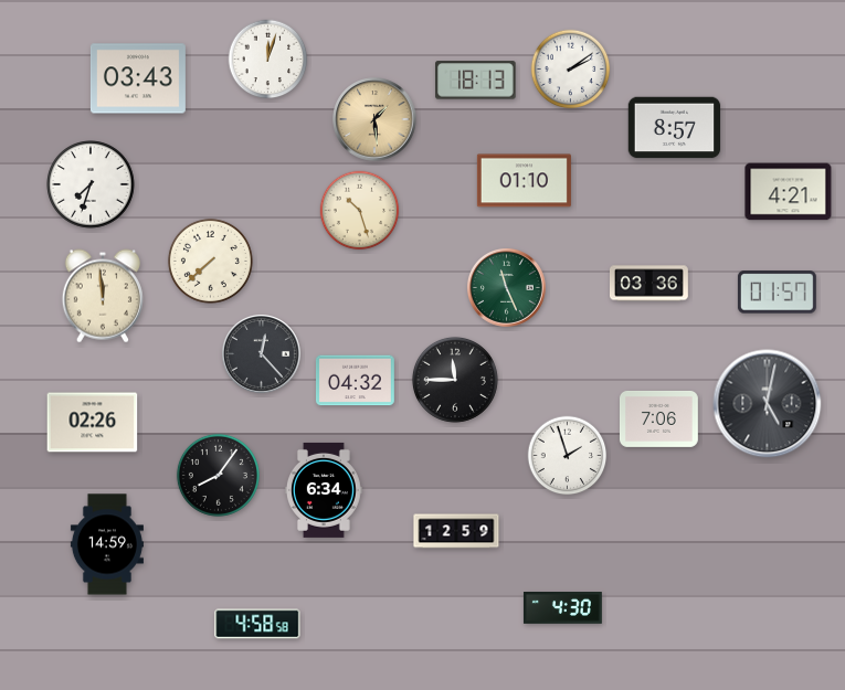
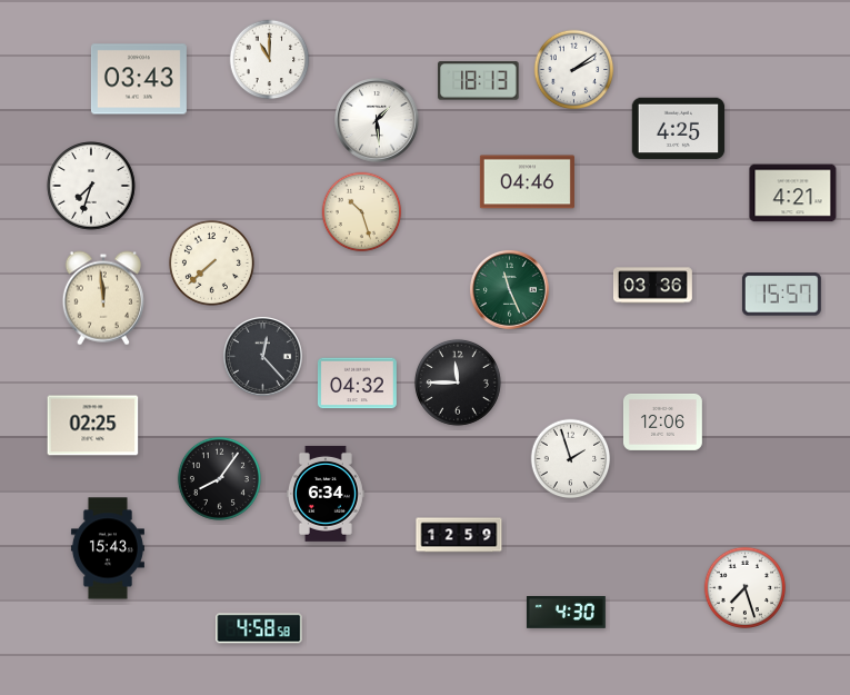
clock at (268, 60): 12:03 -> 11:00
clock at (374, 119) dial: champagne -> white
clock at (675, 128): 8:57 -> 4:25
clock at (524, 181): 01:10 -> 04:46
clock at (777, 293): 01:57 -> 15:57
clock at (768, 404): 5:02 -> none
clock at (658, 418): 7:06 -> 12:06
clock at (93, 423): 02:26 -> 02:25
clock at (107, 544): 14:59 -> 15:43
clock at (744, 587): none -> 7:27
